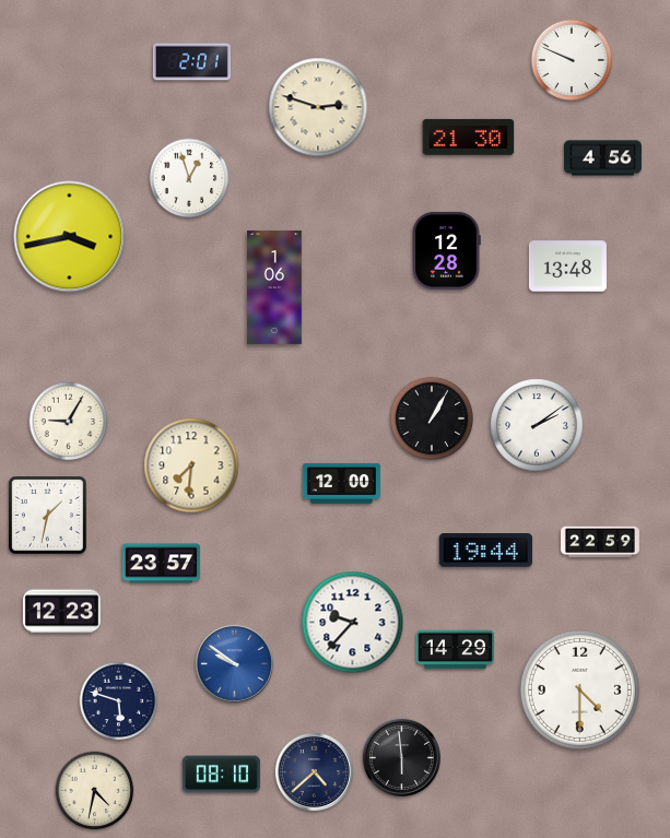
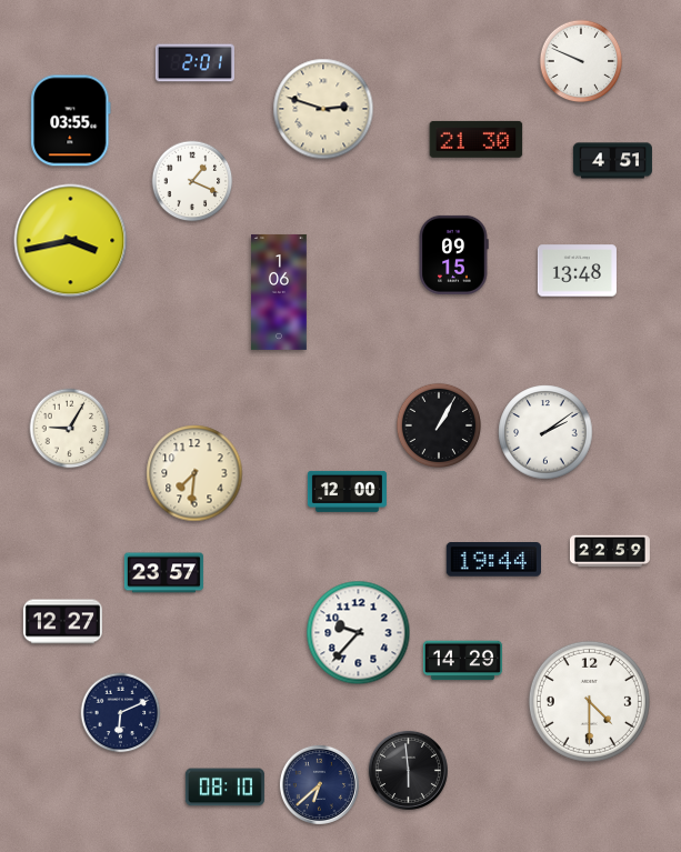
clock at (71, 121): none -> 03:55
clock at (602, 158): 4:56 -> 4:51
clock at (189, 178): 12:57 -> 1:19
clock at (446, 250): 12:28 -> 09:15
clock at (48, 516): 1:32 -> none
clock at (61, 612): 12:23 -> 12:27
clock at (234, 663): 9:51 -> none
clock at (119, 701): 5:48 -> 6:11
clock at (314, 771): 4:38 -> 6:38
clock at (95, 791): 4:32 -> none
